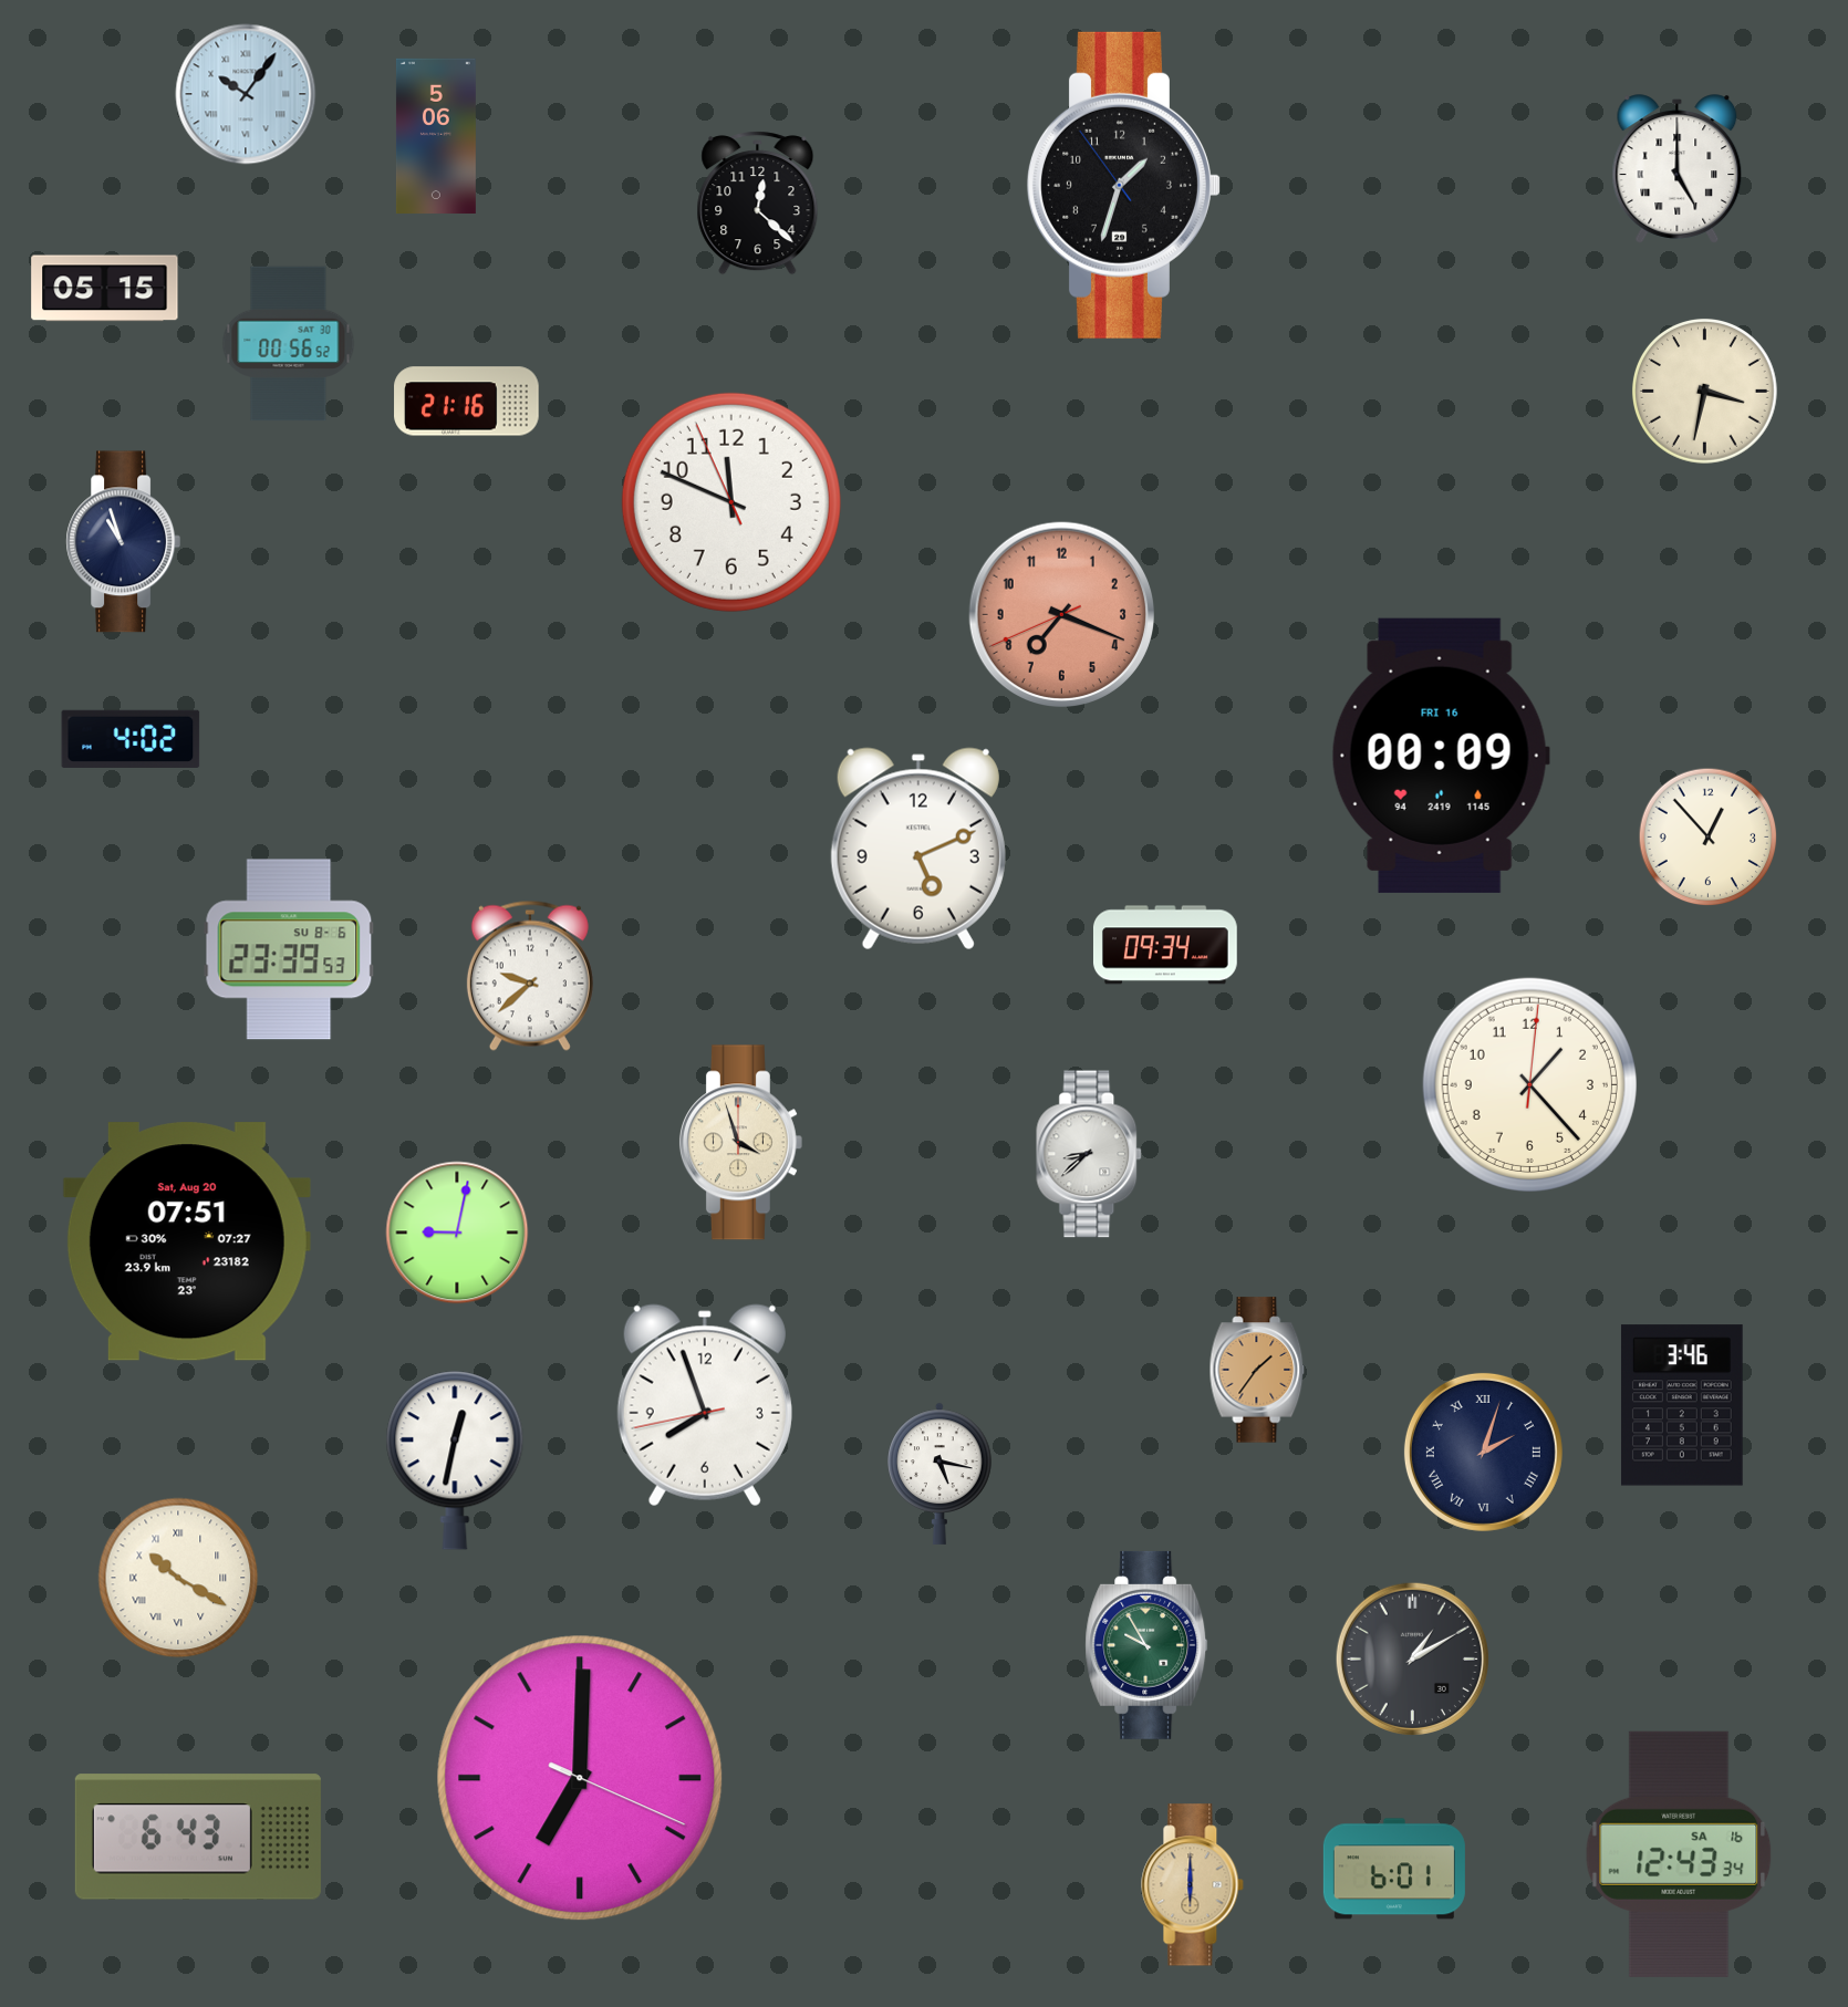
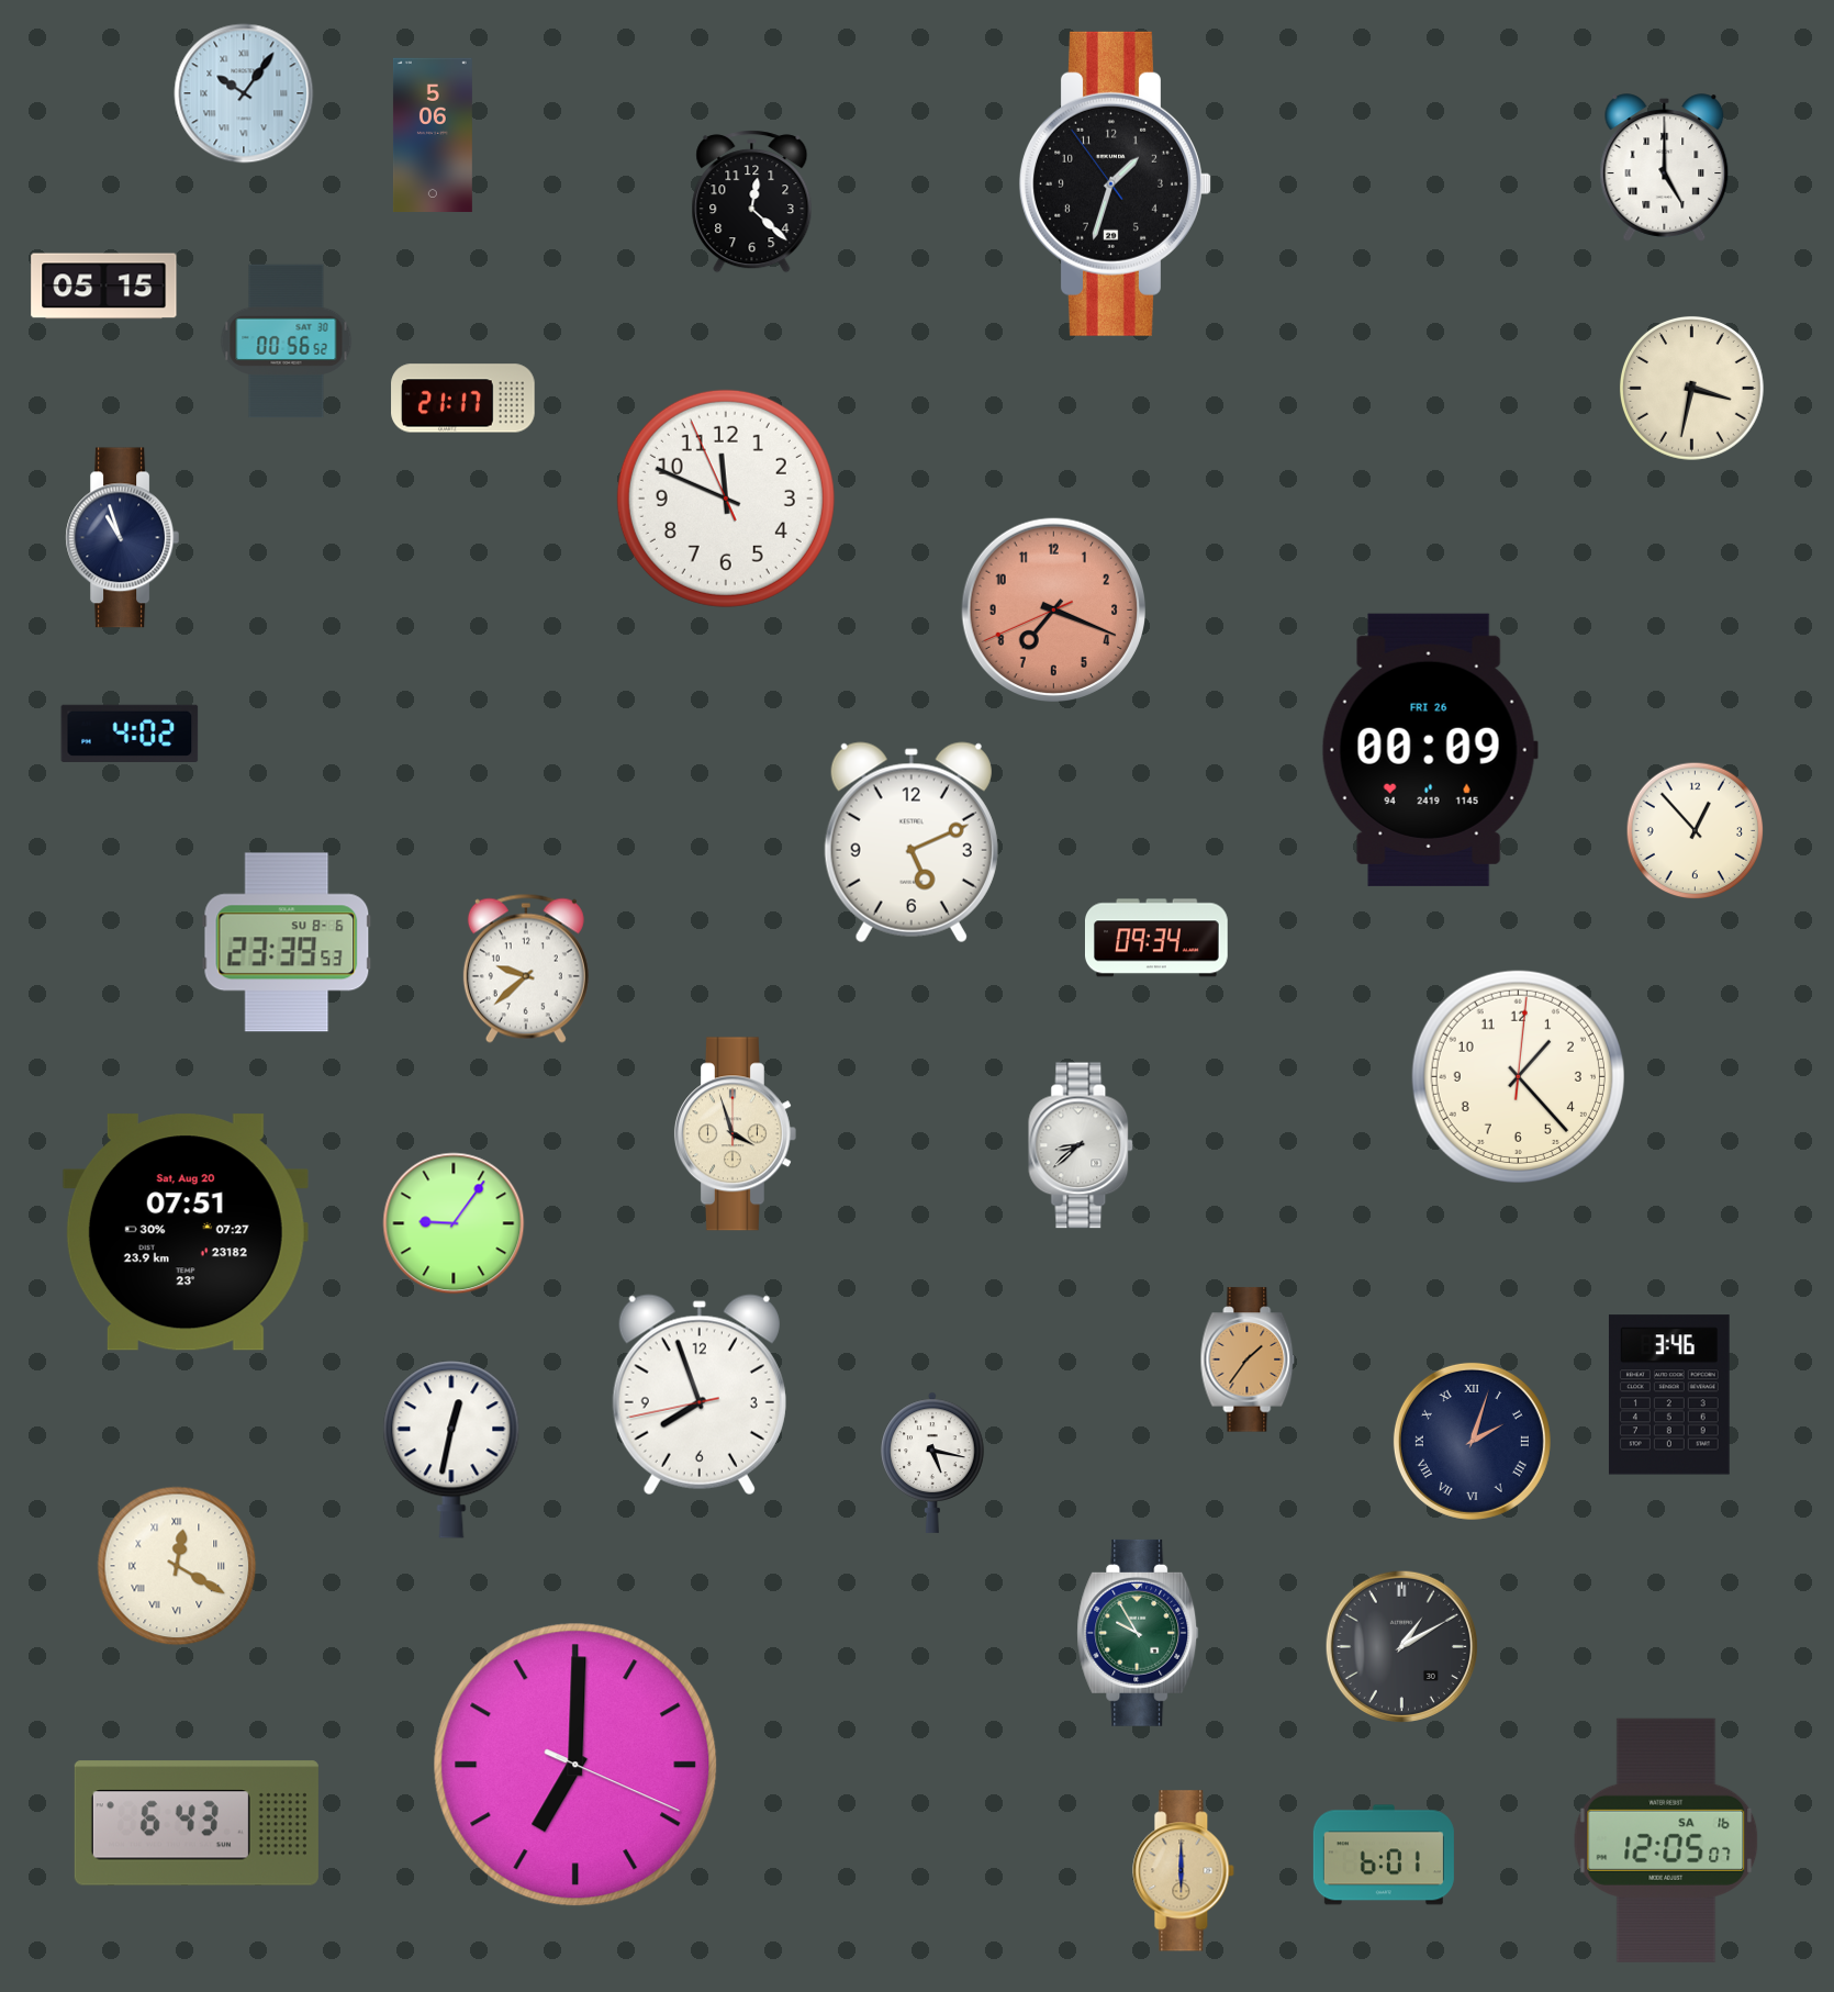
clock at (467, 402): 21:16 -> 21:17
clock at (1441, 756) date: FRI 16 -> FRI 26
clock at (457, 1233): 9:02 -> 9:06
clock at (178, 1578): 10:20 -> 12:20
clock at (1679, 1854): 12:43 -> 12:05
